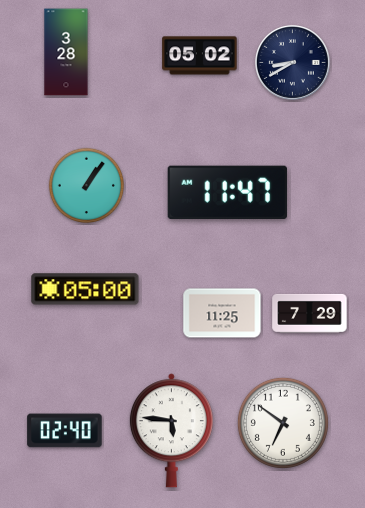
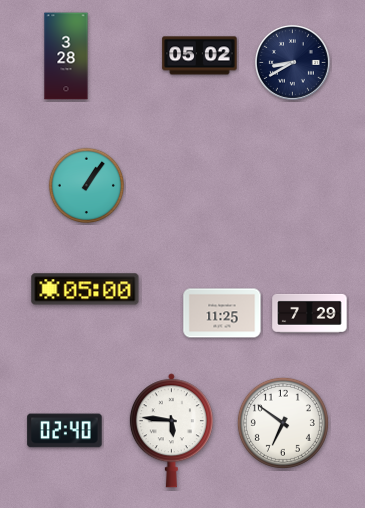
clock at (66, 52) position: (66, 52) -> (66, 56)
clock at (227, 192): 11:47 -> none
